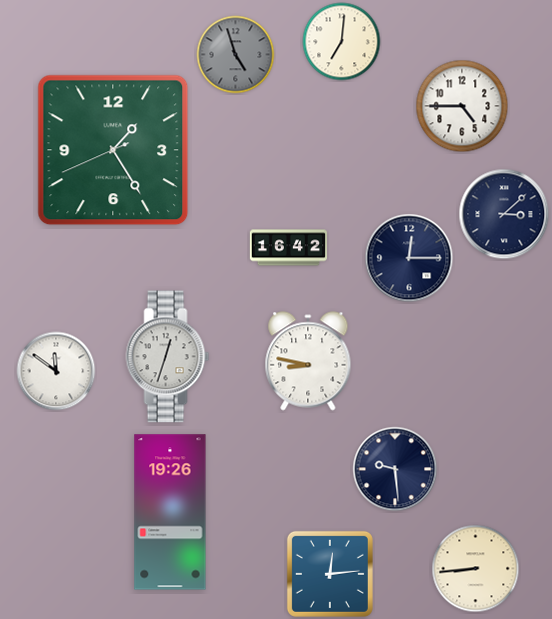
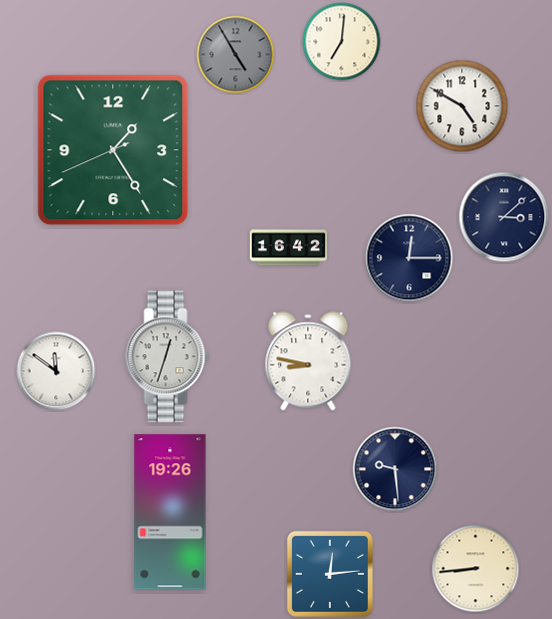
clock at (236, 55): 4:57 -> 4:55
clock at (462, 106): 4:45 -> 4:50
clock at (504, 214) position: (504, 214) -> (504, 217)
